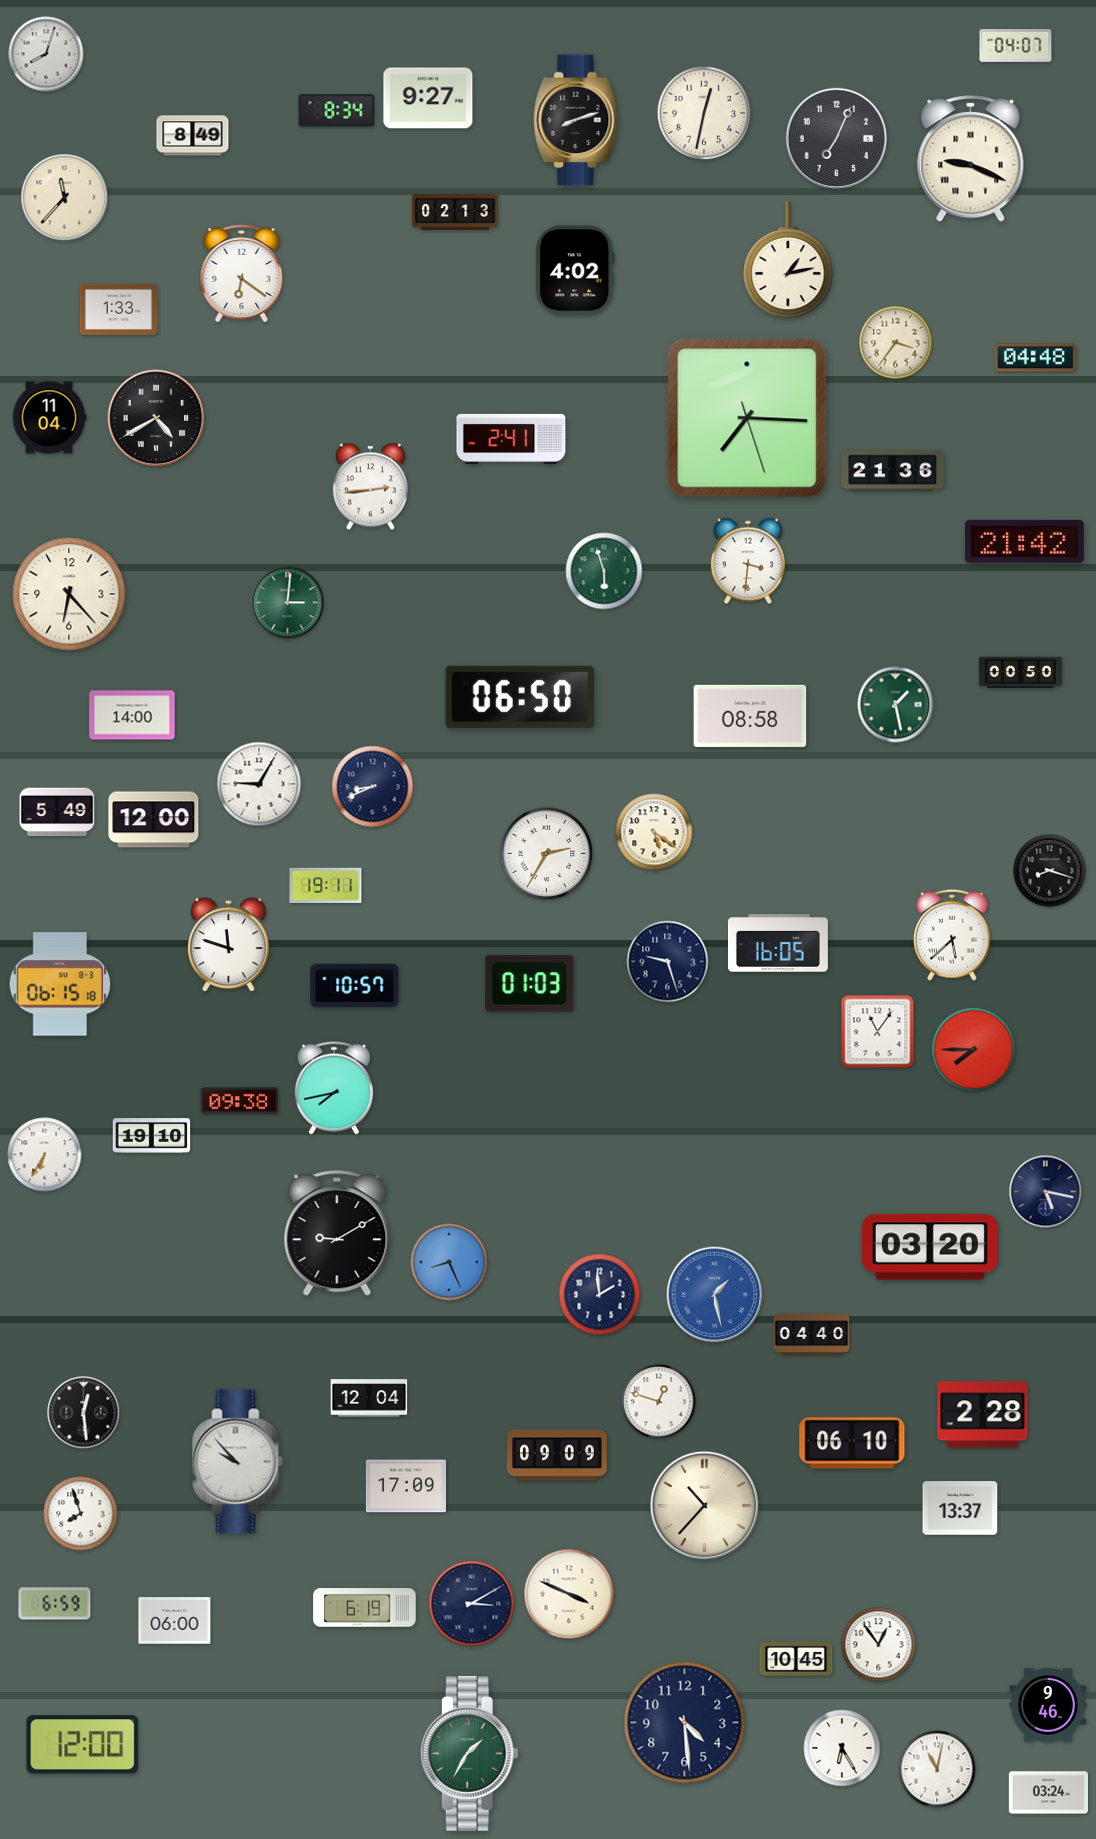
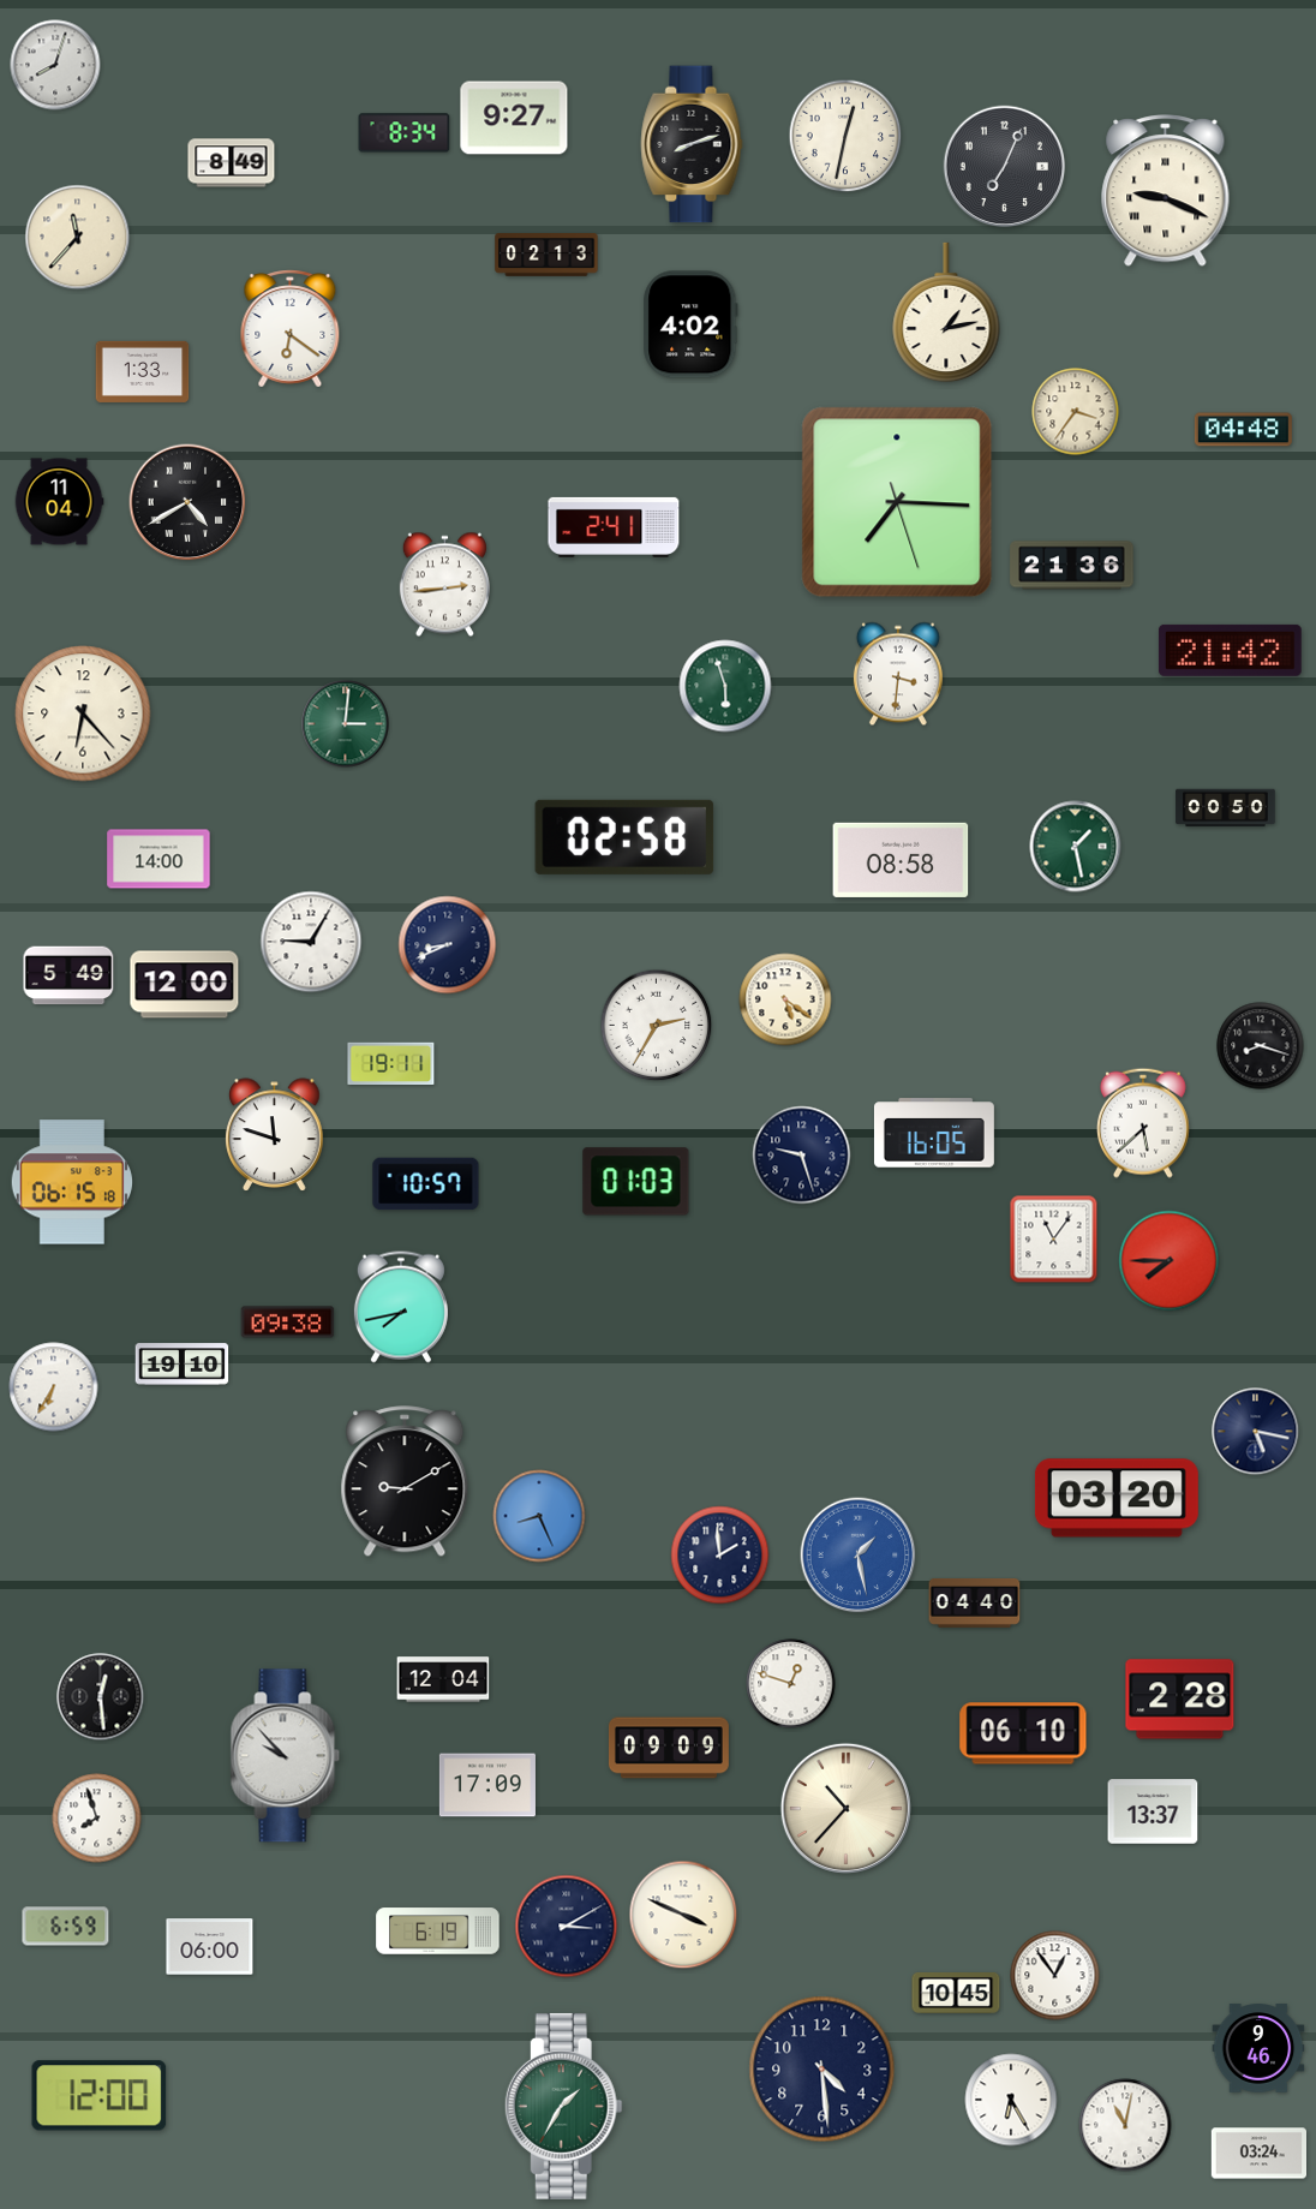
clock at (1016, 46): 04:07 -> none
clock at (520, 697): 06:50 -> 02:58
